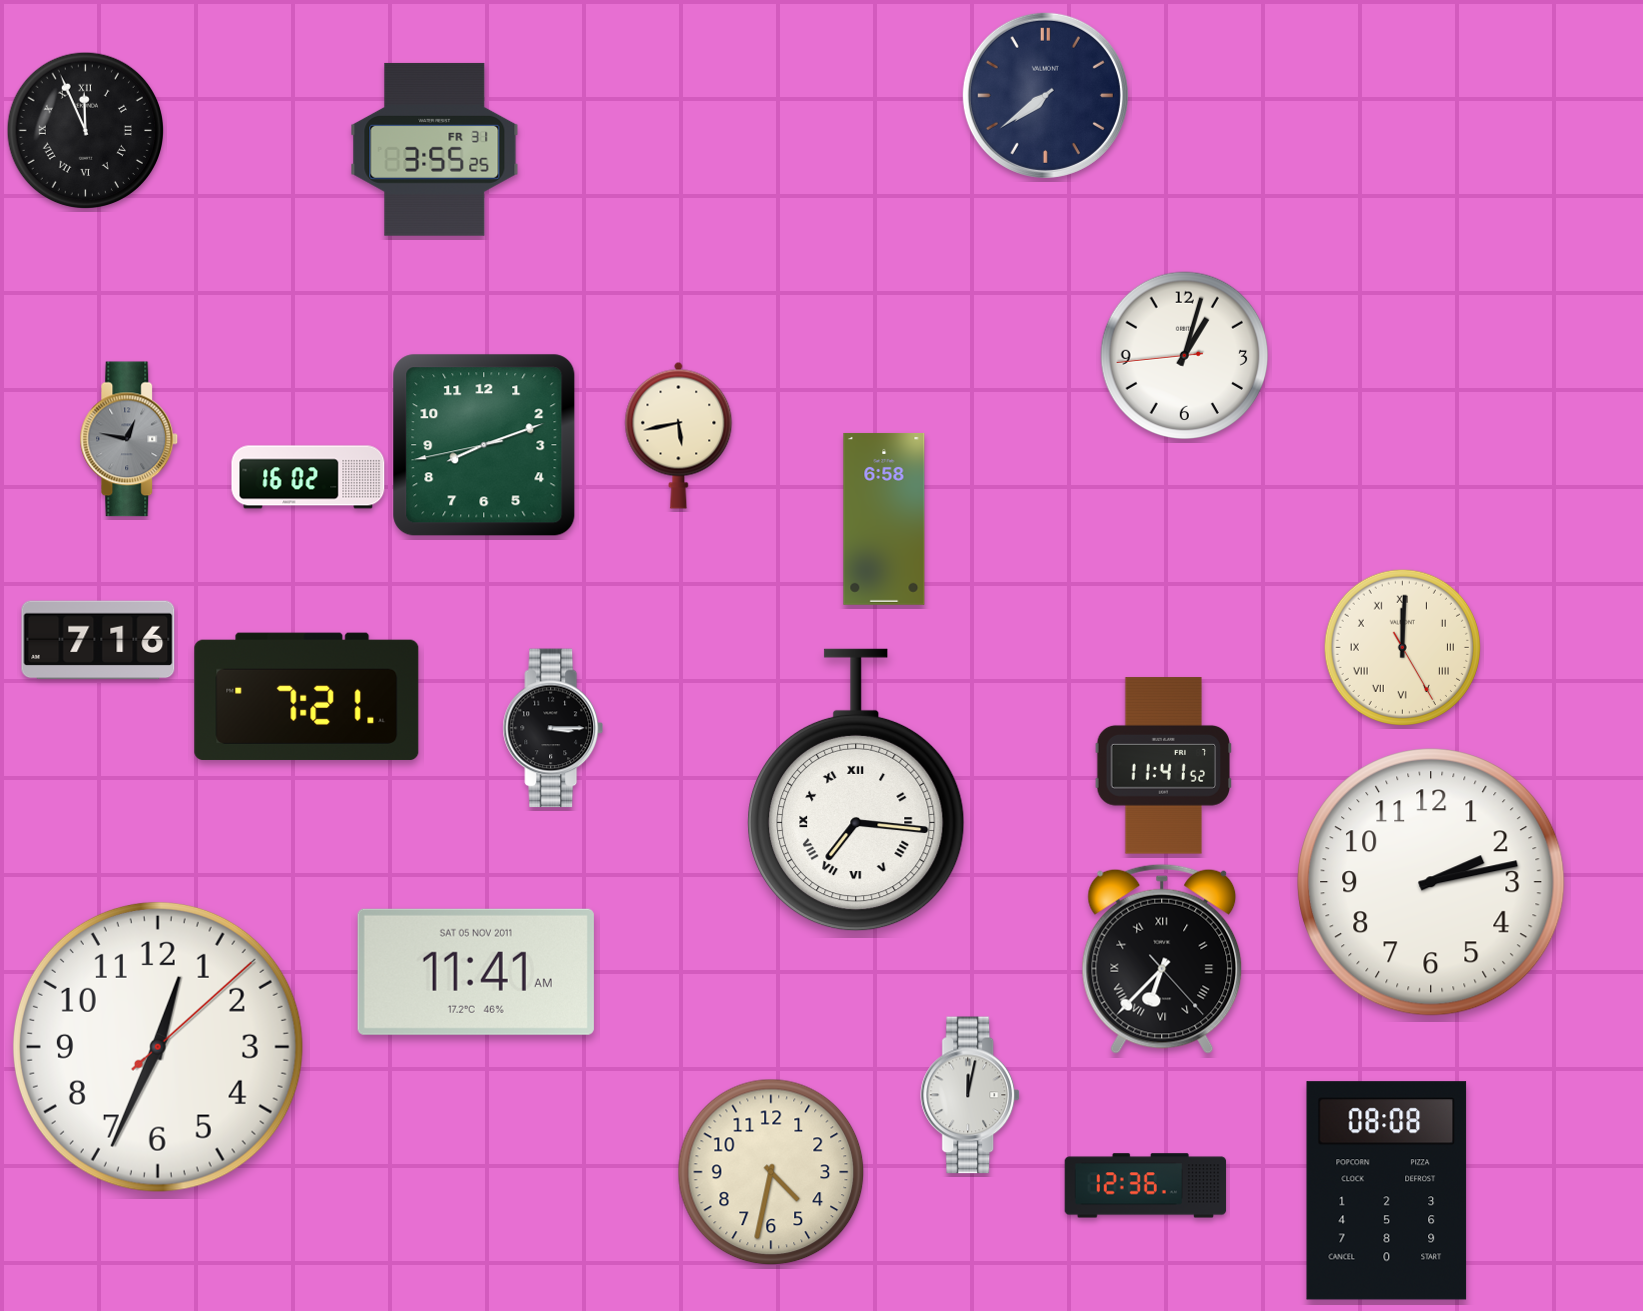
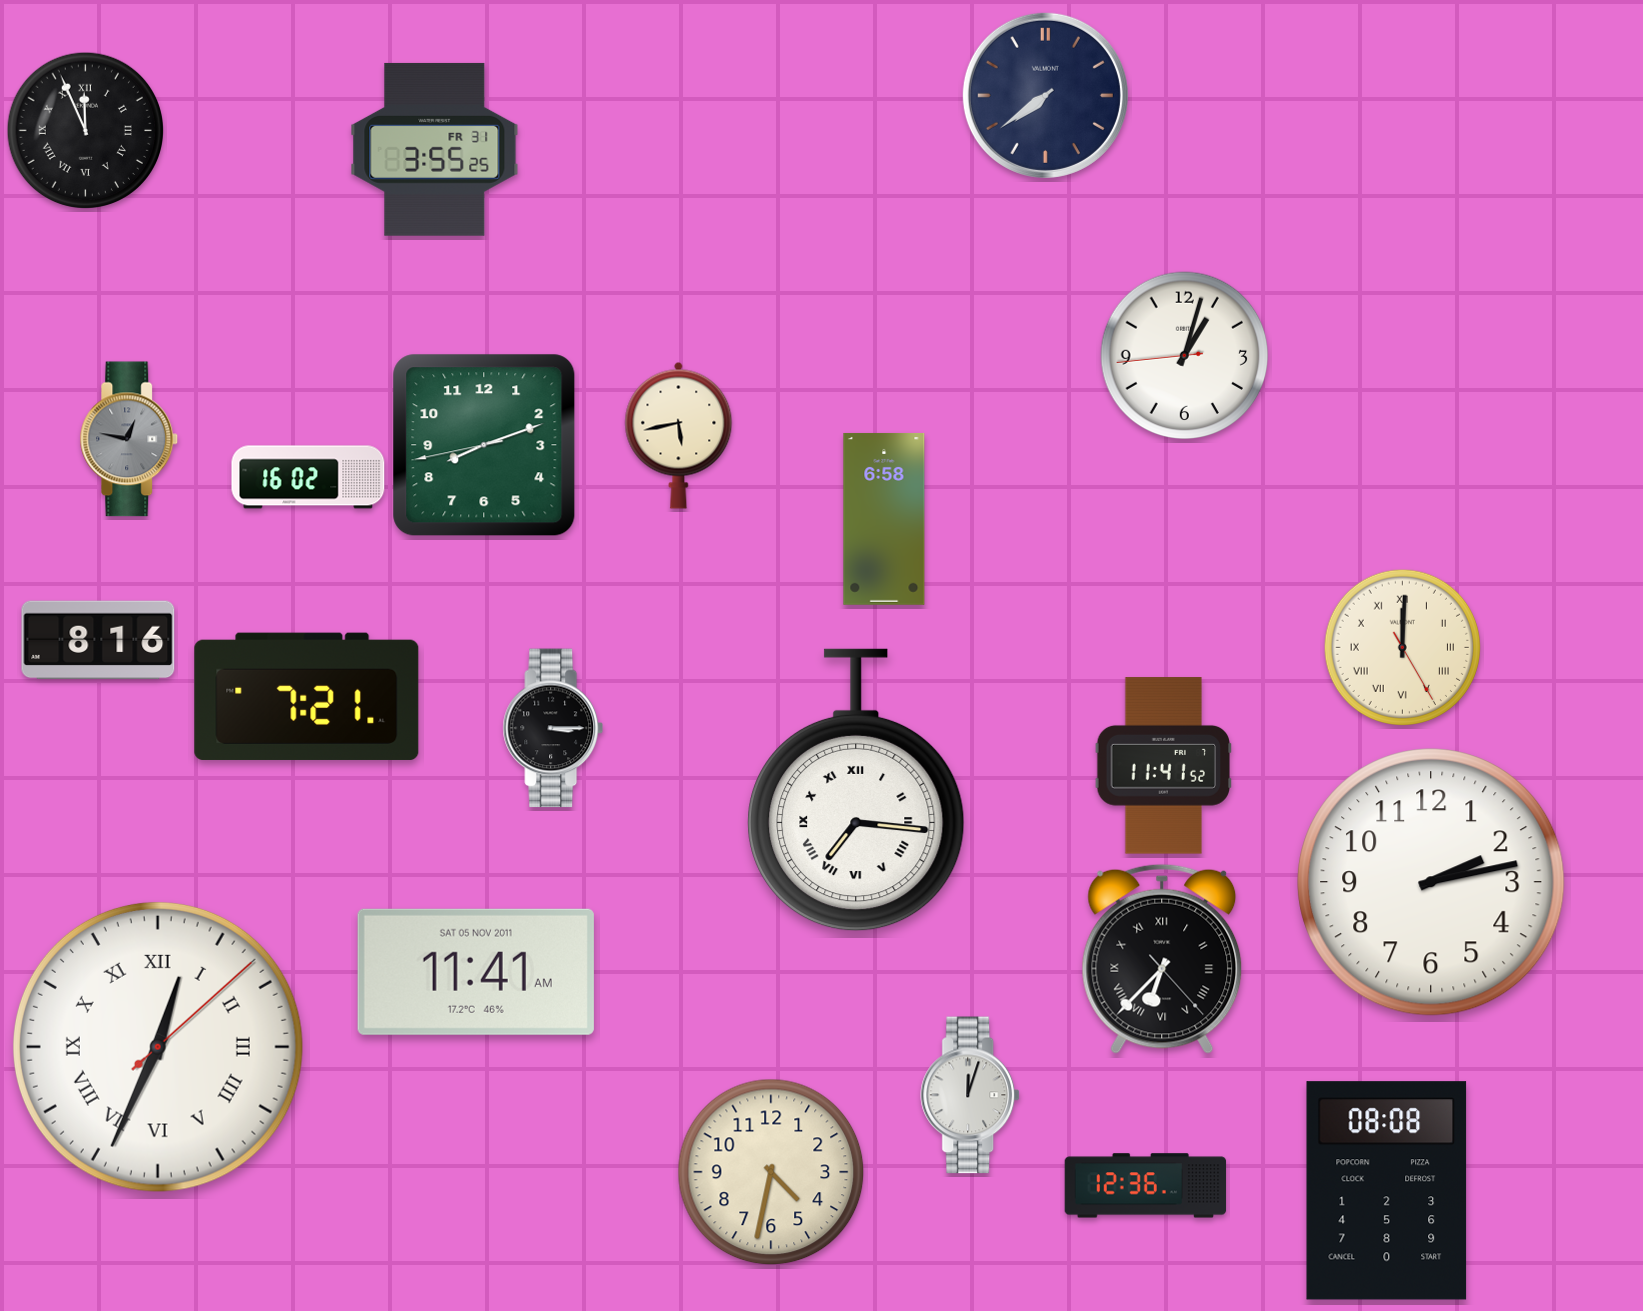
clock at (98, 640): 7:16 -> 8:16
clock at (158, 1047) numerals: Arabic -> Roman
clock at (971, 1095): 12:02 -> 12:03
